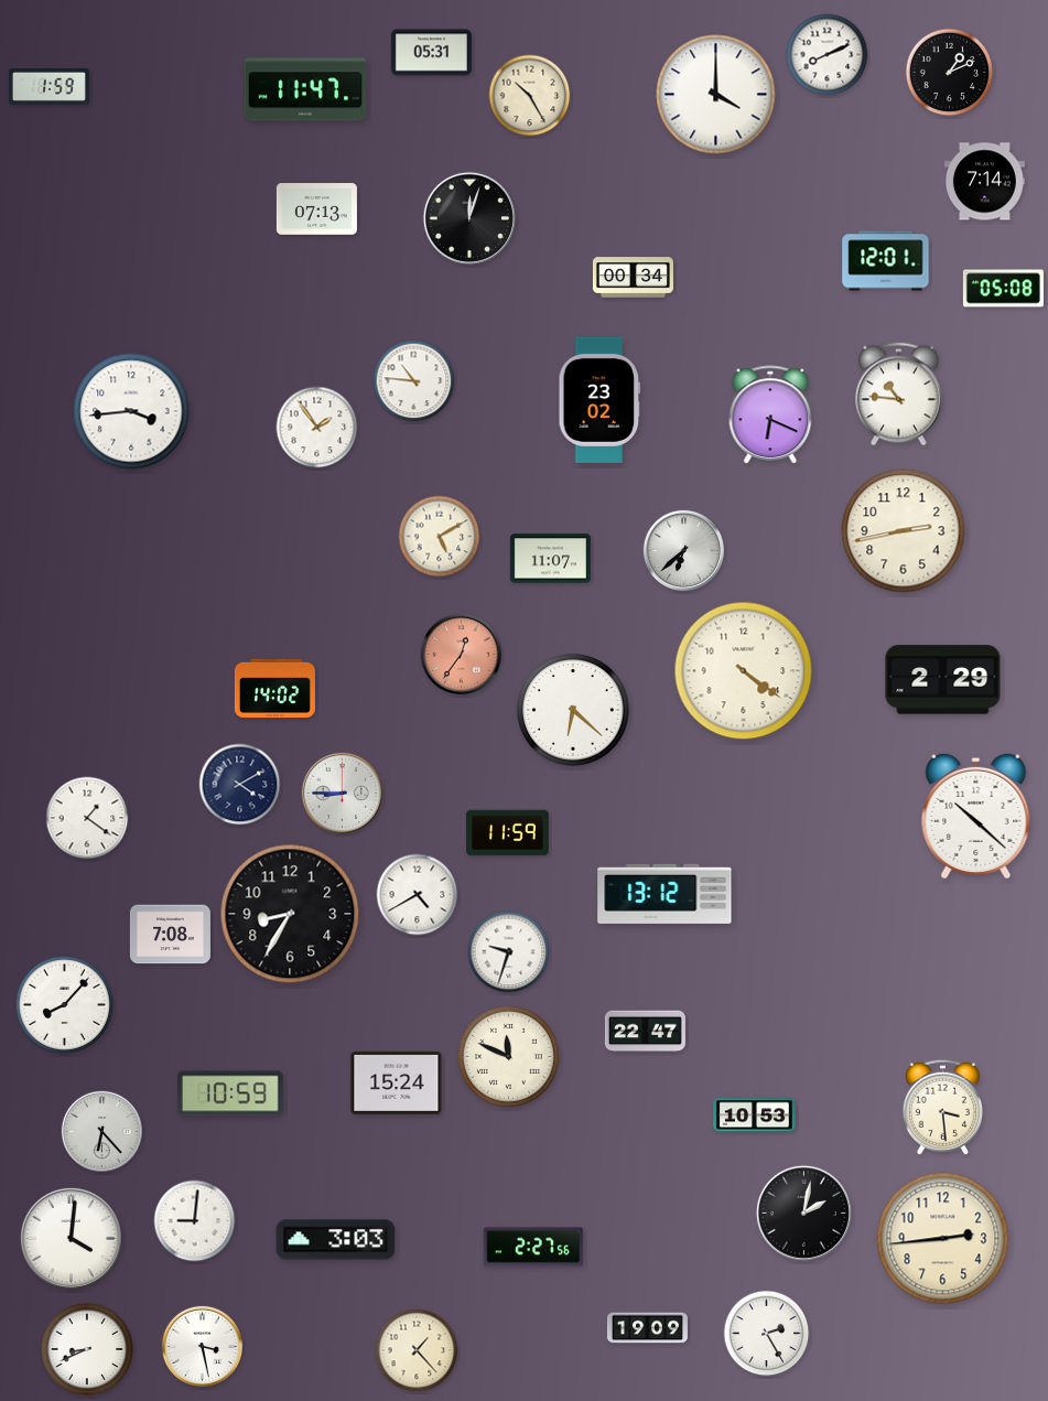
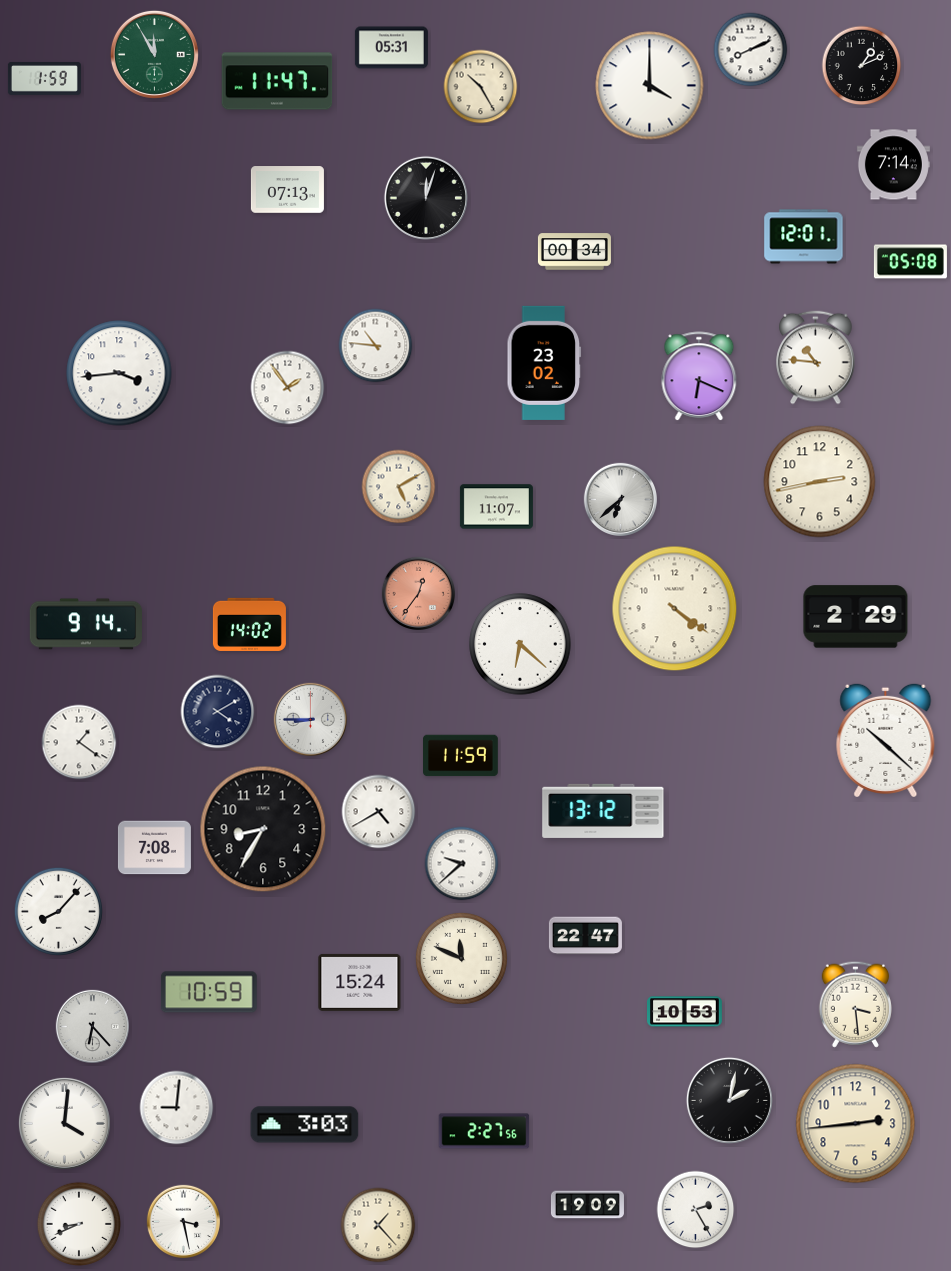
clock at (154, 54): none -> 11:55
clock at (550, 559) position: (550, 559) -> (496, 507)
clock at (85, 624): none -> 9:14
clock at (509, 952): 9:33 -> 9:38
